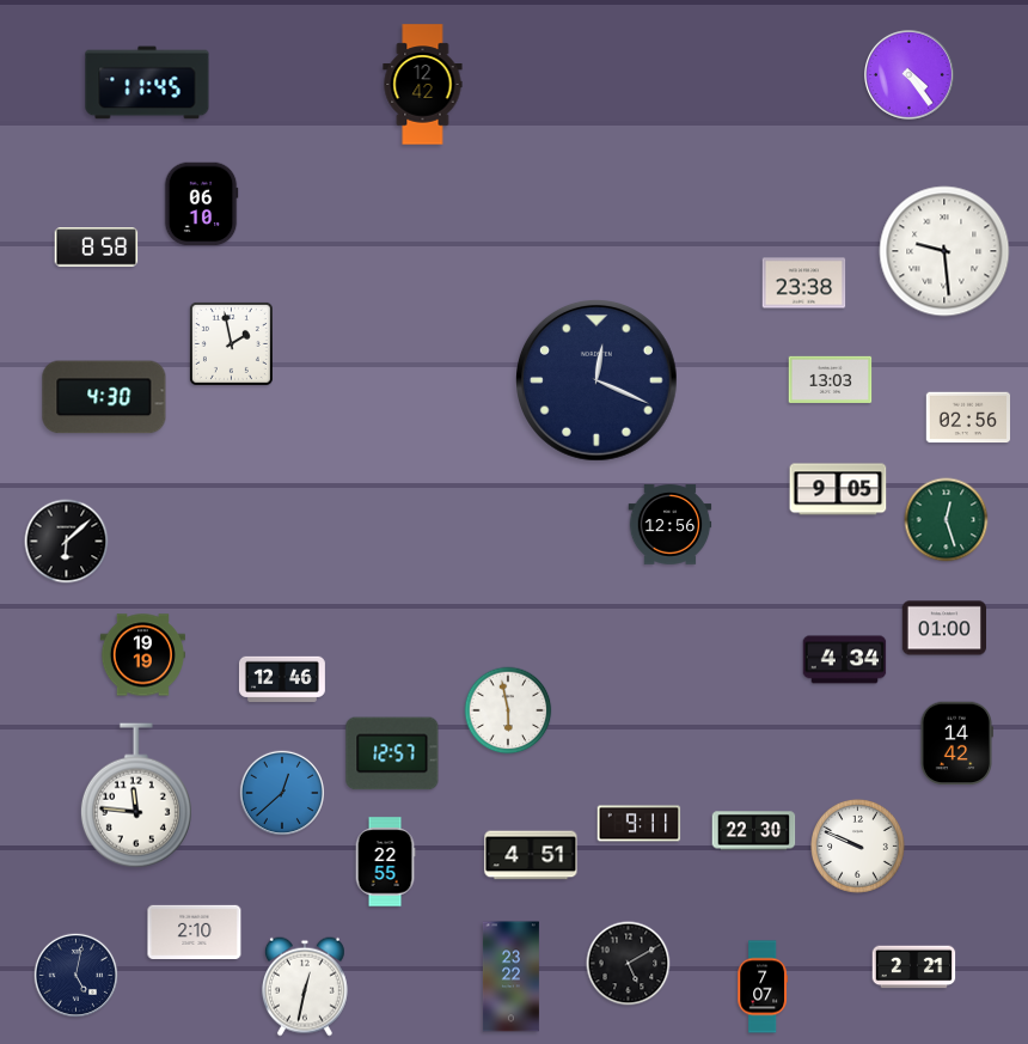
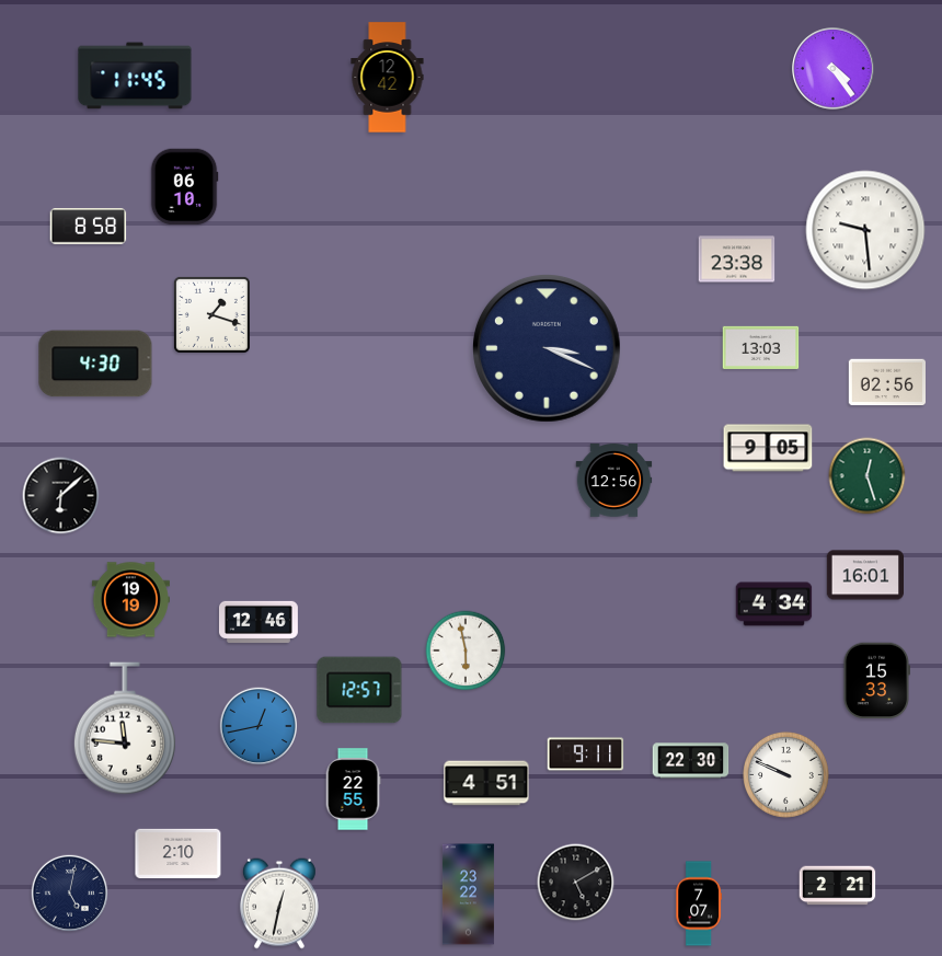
clock at (231, 343): 1:58 -> 1:18
clock at (598, 381): 12:19 -> 3:19
clock at (944, 628): 01:00 -> 16:01
clock at (956, 744): 14:42 -> 15:33
clock at (281, 792): 12:38 -> 12:43
